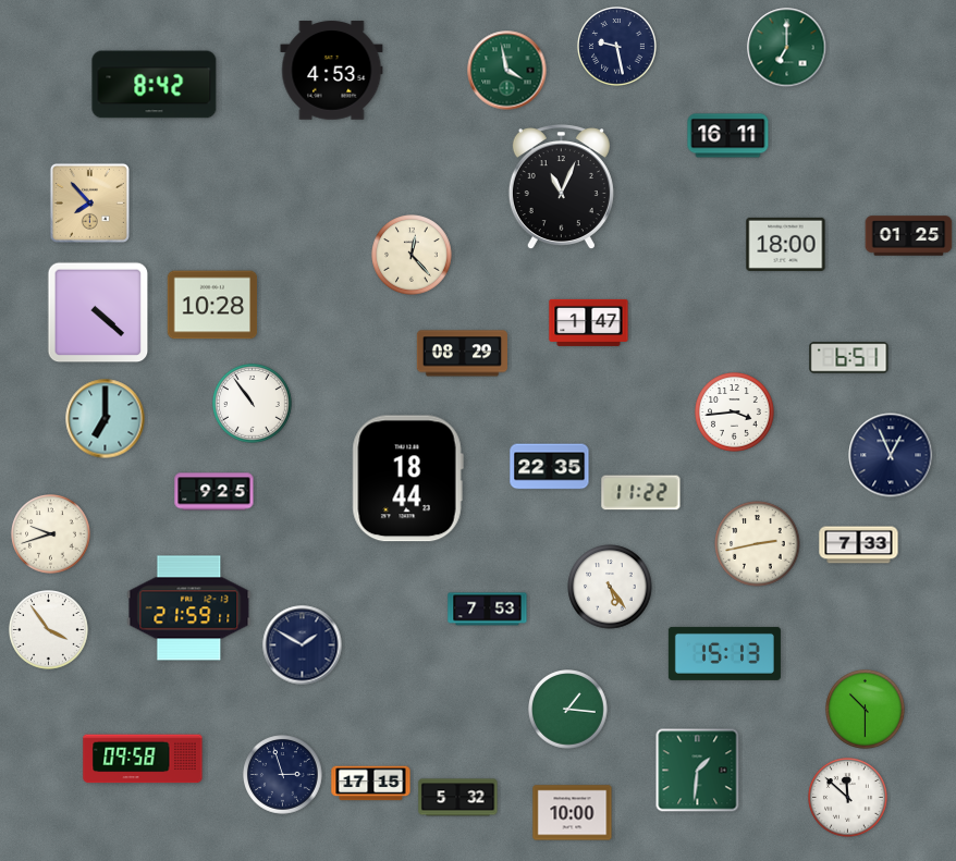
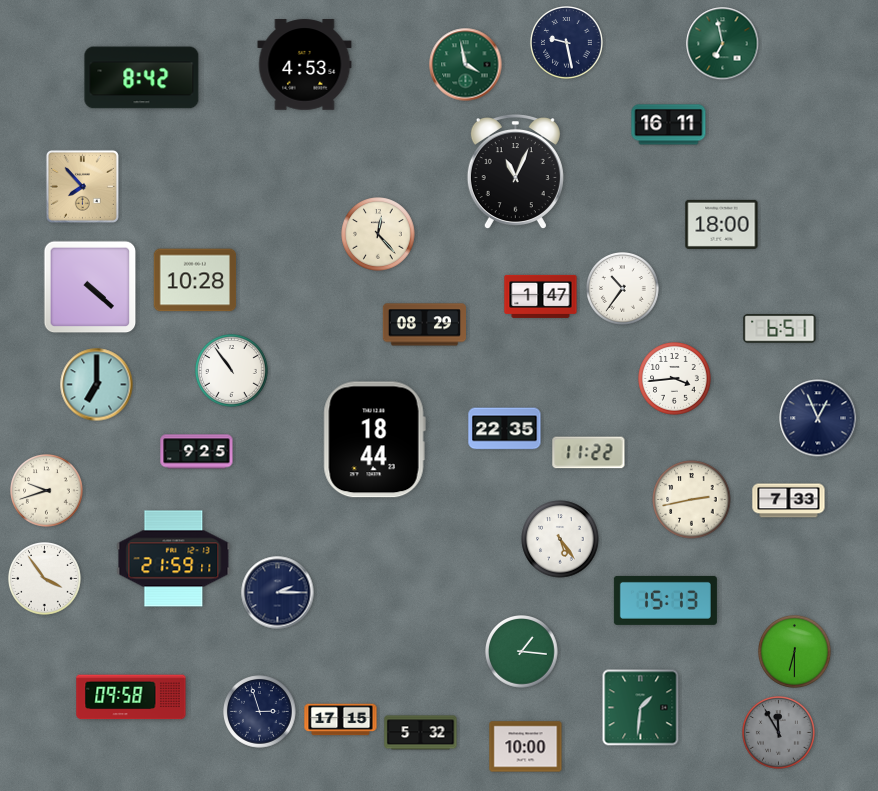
clock at (787, 48): 7:00 -> 6:58
clock at (909, 236): 01:25 -> none
clock at (623, 289): none -> 10:36
clock at (758, 544) position: (758, 544) -> (692, 500)
clock at (488, 610): 7:53 -> none
clock at (303, 645): 1:50 -> 2:15
clock at (866, 710): 10:30 -> 6:30
clock at (848, 798): 11:52 -> 11:55
clock at (848, 798) dial: white -> grey
